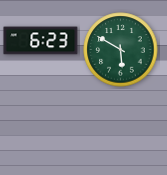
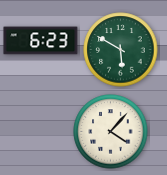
clock at (111, 132): none -> 4:07
